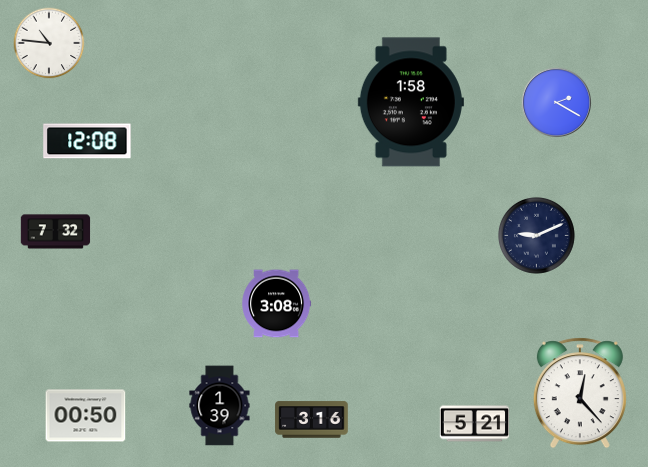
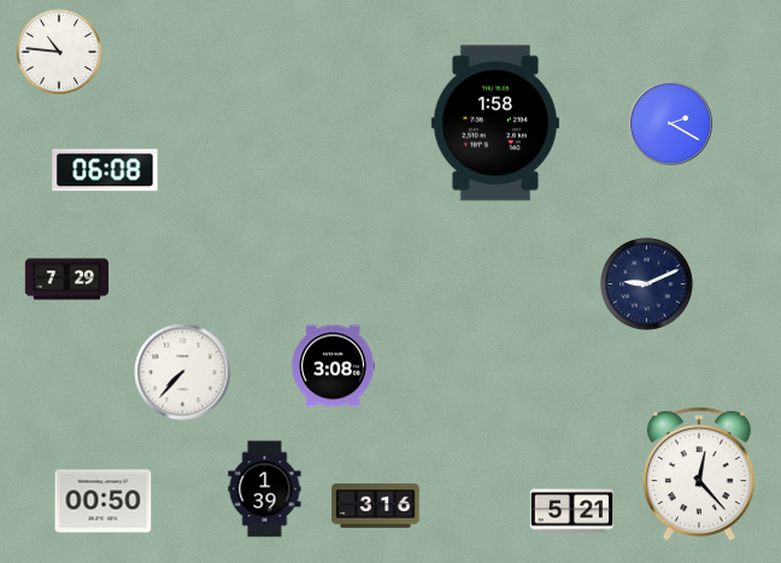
clock at (87, 141): 12:08 -> 06:08
clock at (56, 232): 7:32 -> 7:29
clock at (183, 373): none -> 7:37
